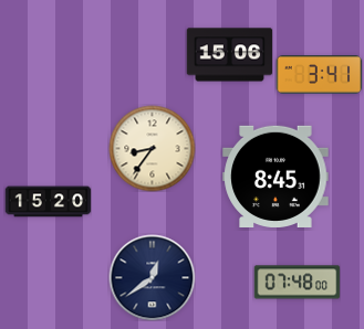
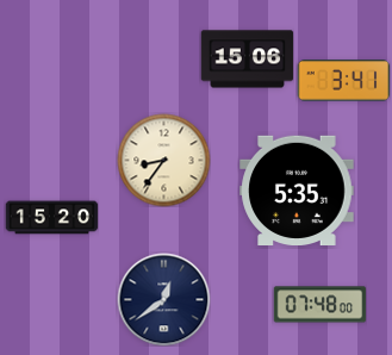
clock at (275, 176): 8:45 -> 5:35
